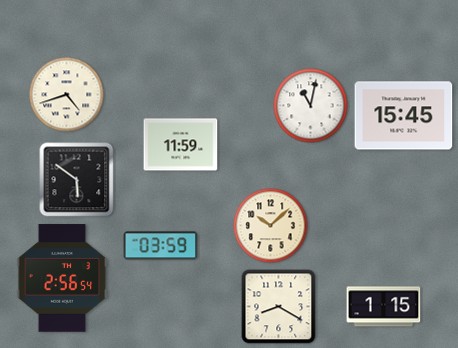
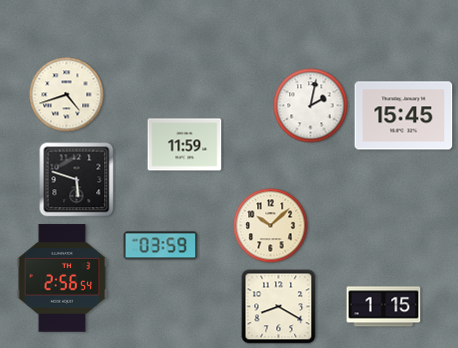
clock at (311, 106): 11:02 -> 2:02
clock at (181, 145) position: (181, 145) -> (185, 145)
clock at (77, 180): 5:51 -> 5:48
